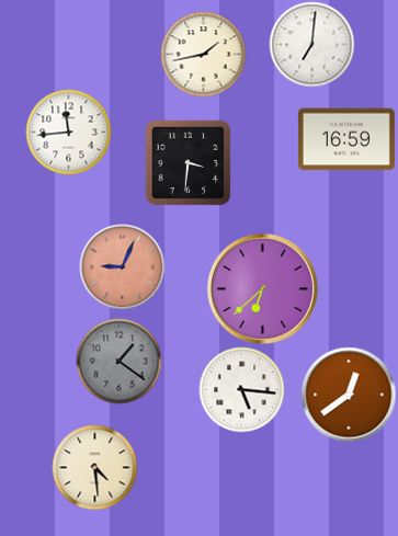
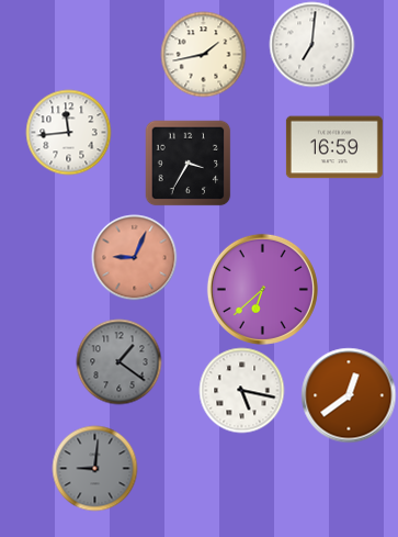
clock at (346, 139) position: (346, 139) -> (334, 147)
clock at (187, 162): 3:31 -> 3:35
clock at (122, 266) position: (122, 266) -> (134, 257)
clock at (241, 389): 5:16 -> 5:17
clock at (94, 467): 4:29 -> 9:01
clock at (94, 467) dial: cream -> grey
